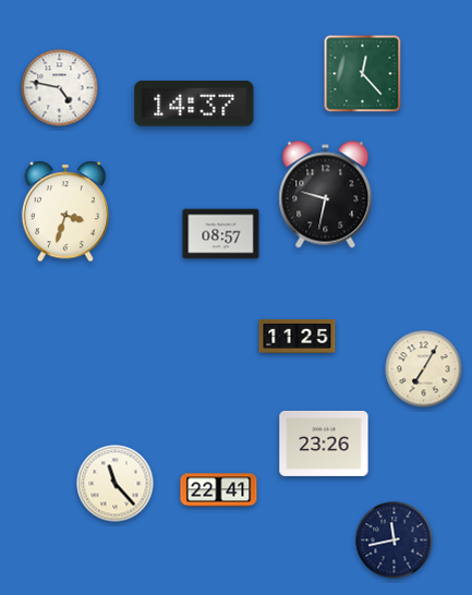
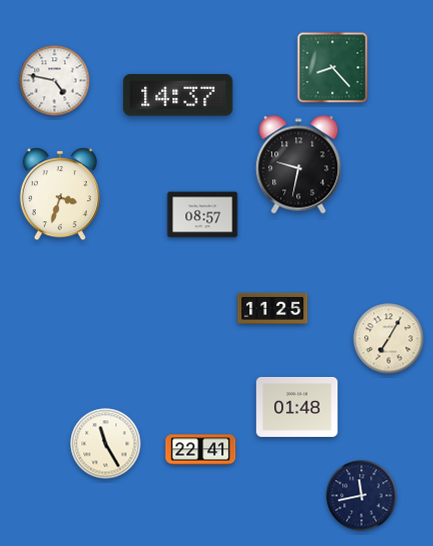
clock at (363, 74): 12:23 -> 8:23
clock at (326, 195) position: (326, 195) -> (299, 165)
clock at (324, 444): 23:26 -> 01:48
clock at (116, 484): 11:23 -> 11:25
